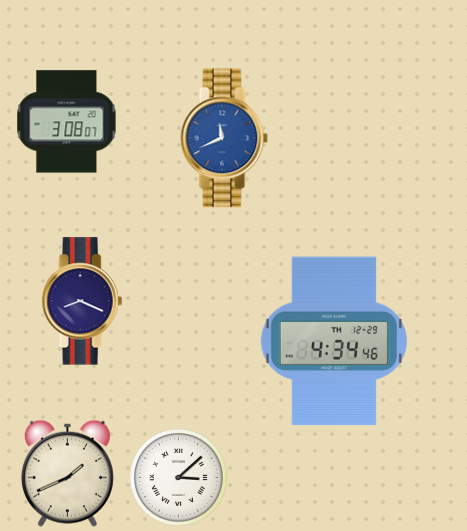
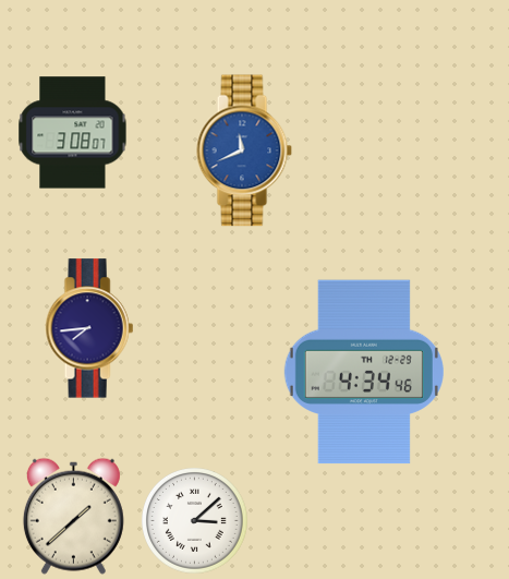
clock at (82, 301): 8:19 -> 7:44
clock at (67, 473): 1:41 -> 1:38
